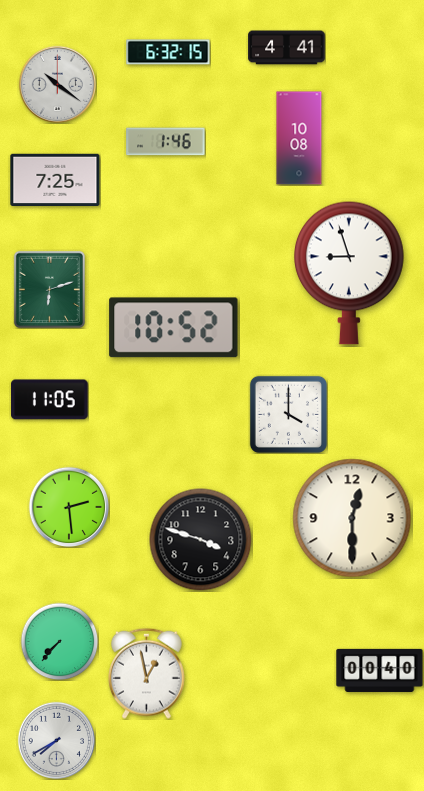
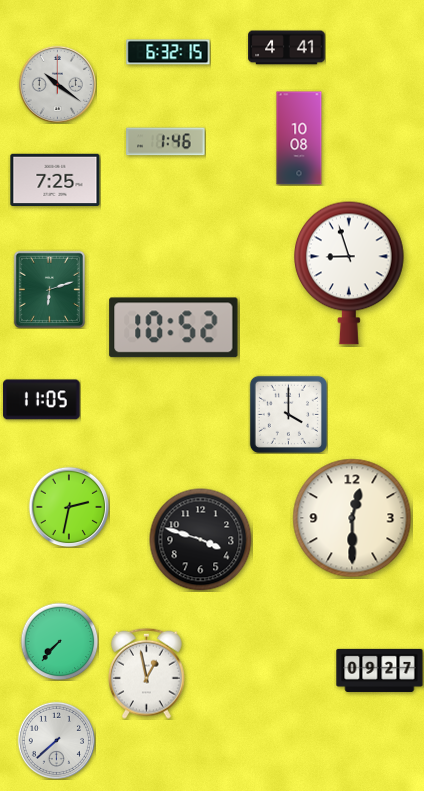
clock at (50, 400) position: (50, 400) -> (42, 400)
clock at (69, 507): 2:29 -> 2:32
clock at (380, 670): 00:40 -> 09:27
clock at (56, 740): 7:40 -> 7:38
